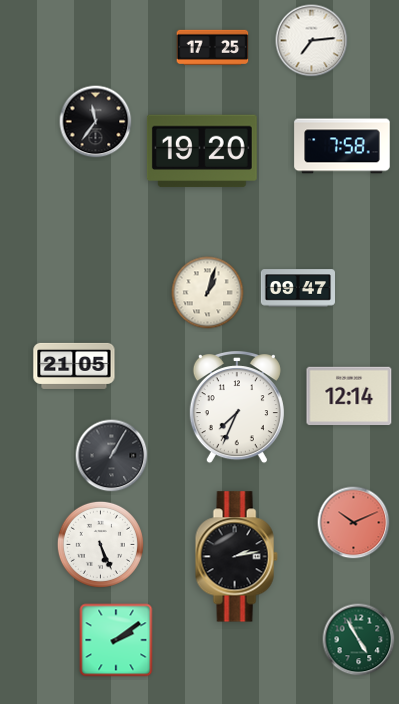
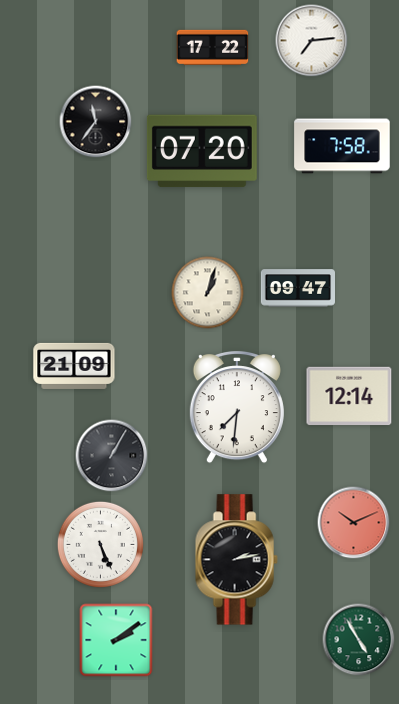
clock at (213, 47): 17:25 -> 17:22
clock at (202, 151): 19:20 -> 07:20
clock at (74, 366): 21:05 -> 21:09
clock at (237, 408): 7:34 -> 7:31
clock at (236, 557) position: (236, 557) -> (236, 560)
